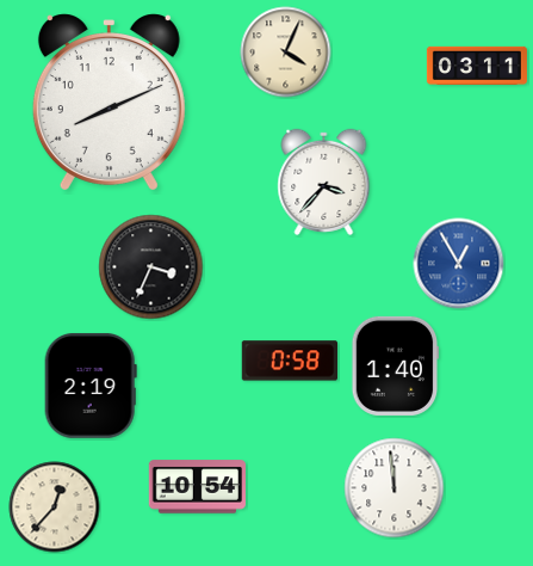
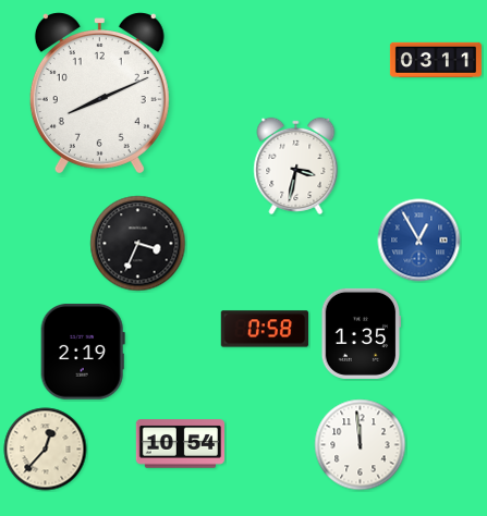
clock at (286, 53): 4:04 -> none
clock at (324, 182): 3:37 -> 3:32
clock at (396, 365): 1:40 -> 1:35
clock at (55, 507) position: (55, 507) -> (46, 450)
